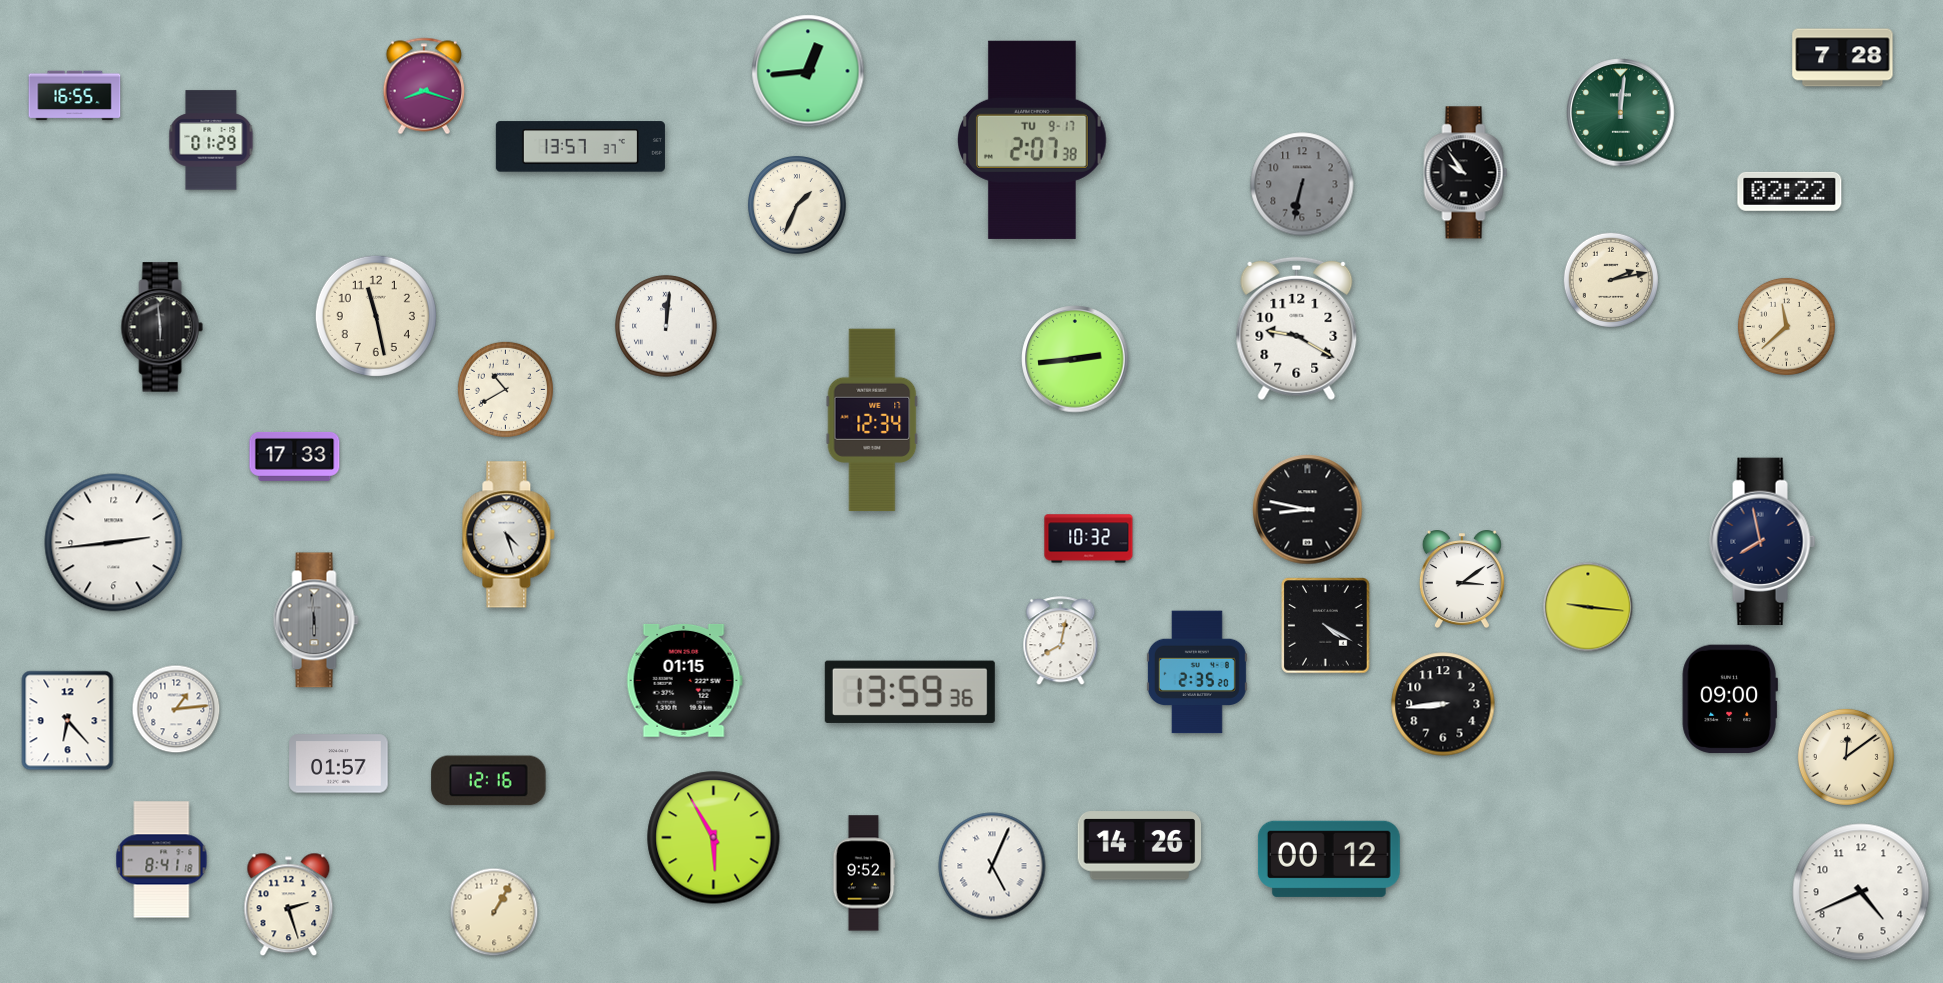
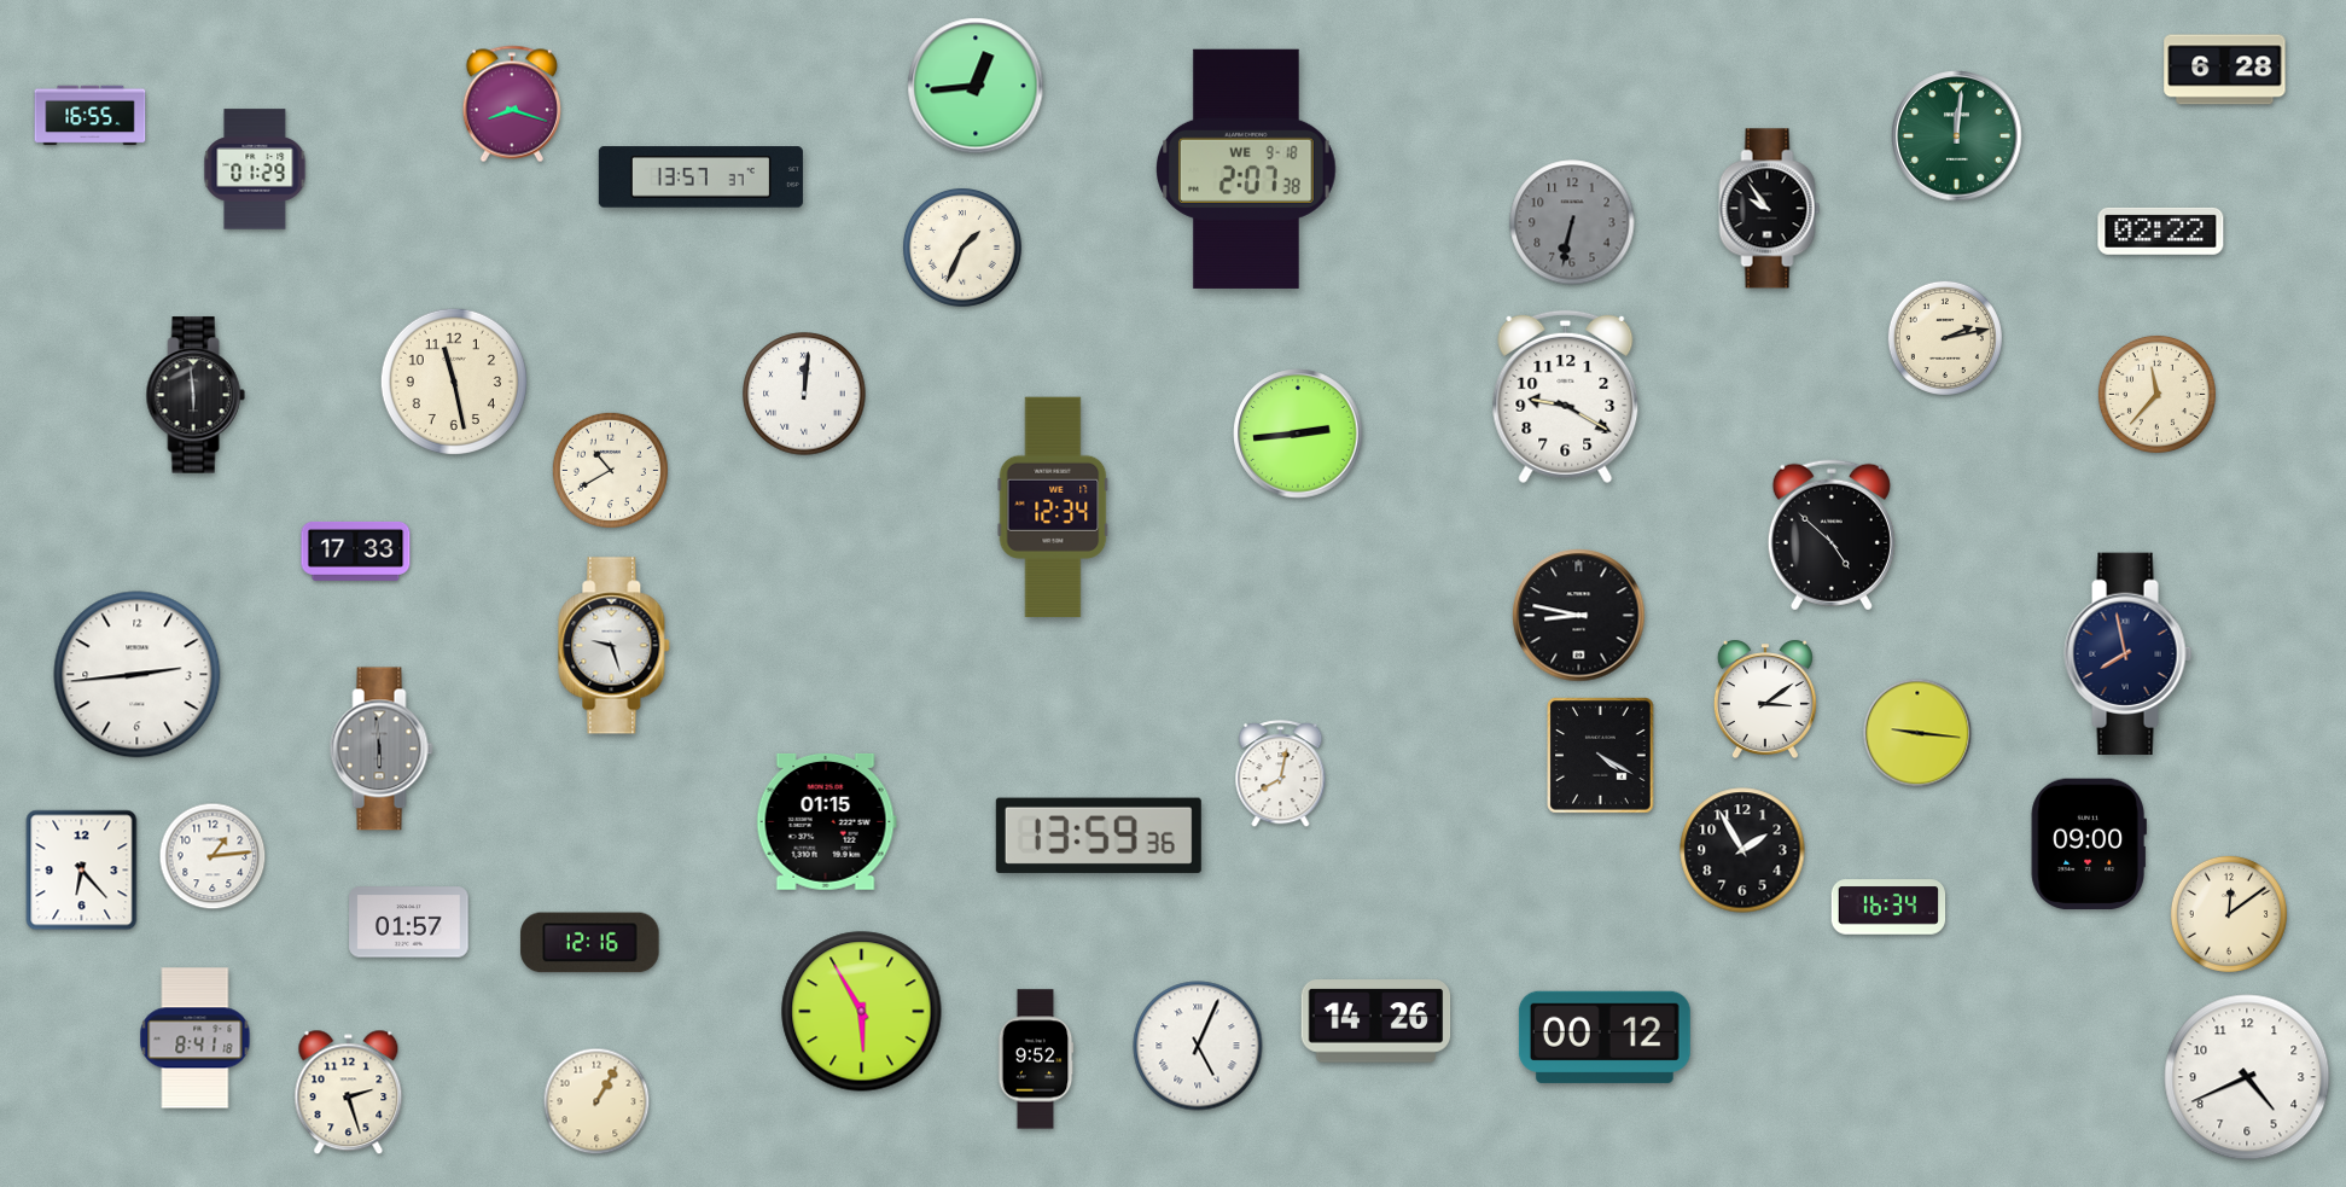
clock at (1843, 58): 7:28 -> 6:28
clock at (1033, 140) date: TU 9-17 -> WE 9-18
clock at (1786, 326): 11:38 -> 11:37
clock at (1832, 535): none -> 4:52
clock at (509, 535): 4:27 -> 9:27
clock at (1089, 539): 10:32 -> none
clock at (114, 543) position: (114, 543) -> (138, 675)
clock at (1197, 672): 2:35 -> none
clock at (1443, 704): 8:44 -> 1:55
clock at (1888, 907): none -> 16:34
clock at (864, 873) position: (864, 873) -> (1036, 1059)
